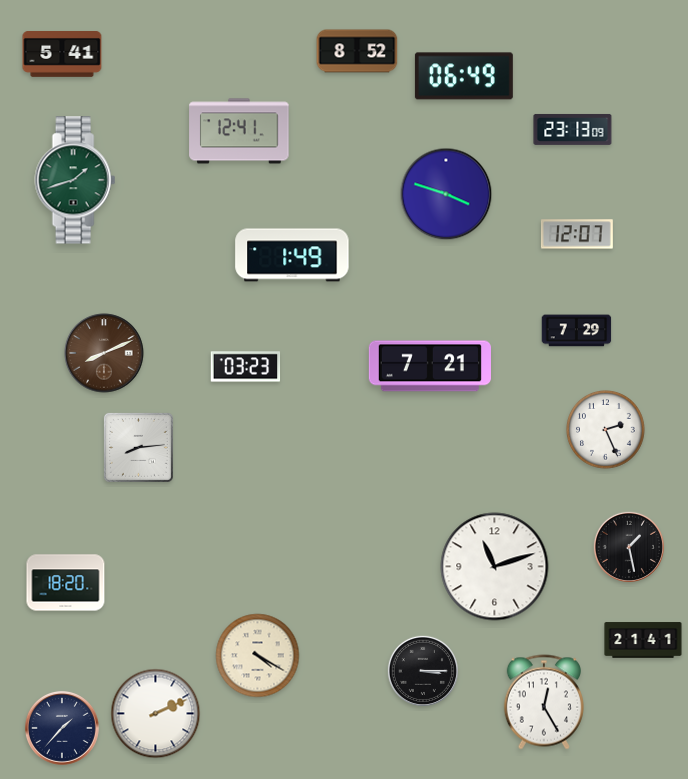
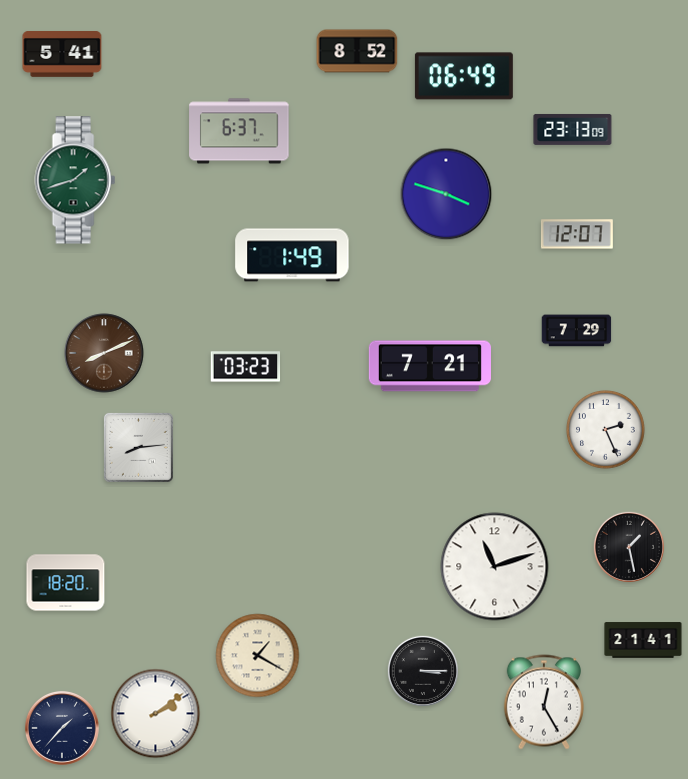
clock at (239, 131): 12:41 -> 6:37
clock at (258, 656): 4:20 -> 1:20
clock at (156, 714): 2:11 -> 2:09
